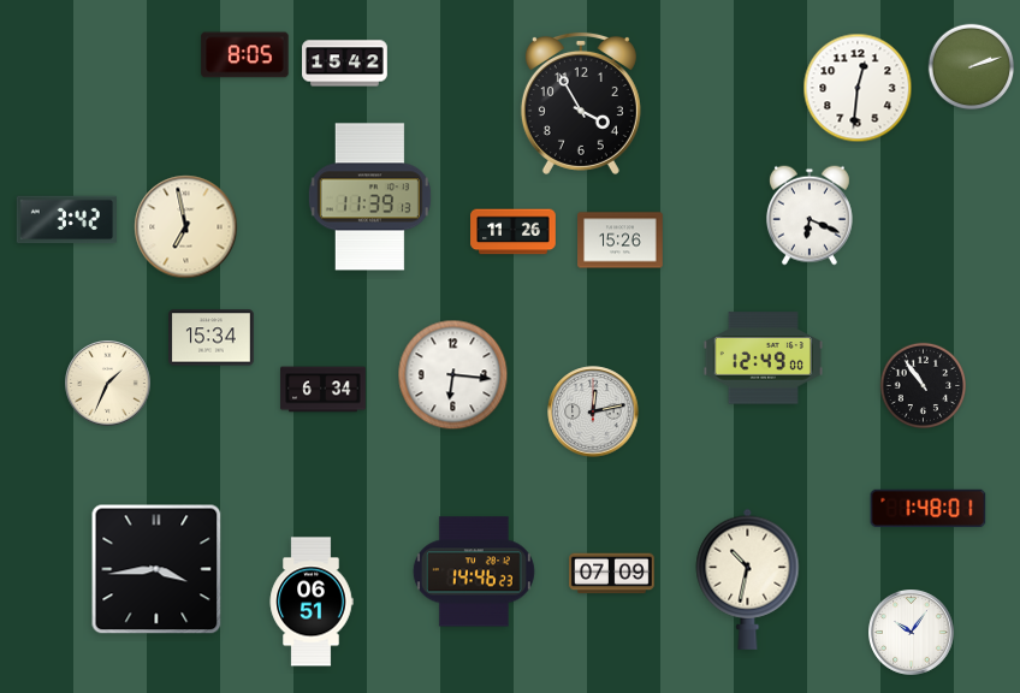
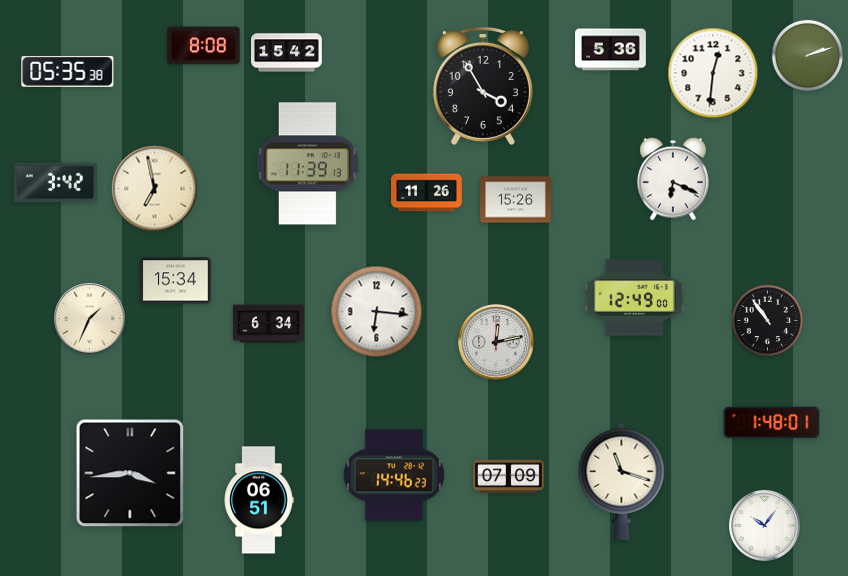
clock at (245, 55): 8:05 -> 8:08
clock at (611, 50): none -> 5:36
clock at (68, 71): none -> 05:35
clock at (593, 411) position: (593, 411) -> (496, 342)
clock at (748, 579): 10:32 -> 11:18
clock at (912, 633) position: (912, 633) -> (765, 526)
